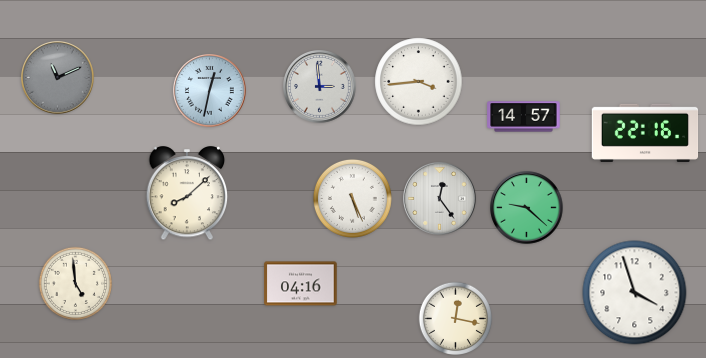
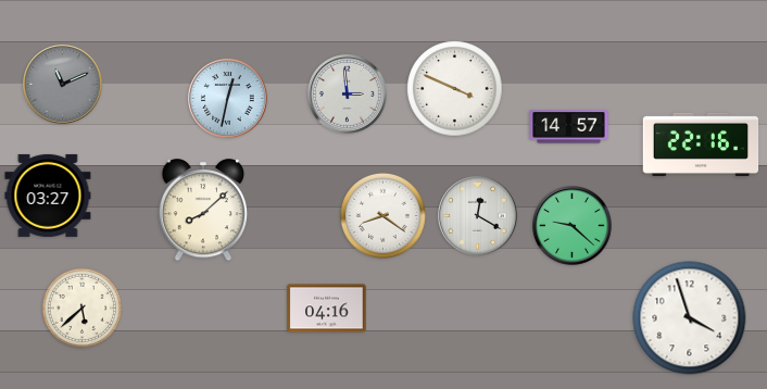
clock at (419, 82): 3:44 -> 3:49
clock at (48, 196): none -> 03:27
clock at (352, 198): 5:26 -> 8:21
clock at (440, 199): 12:24 -> 12:20
clock at (75, 283): 4:59 -> 5:38
clock at (455, 318): 12:17 -> none
